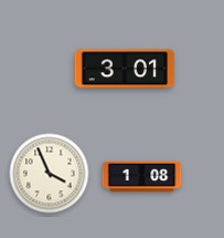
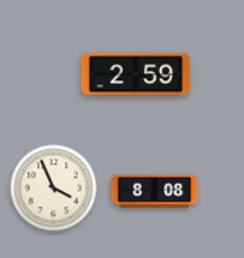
clock at (125, 69): 3:01 -> 2:59
clock at (142, 177): 1:08 -> 8:08
